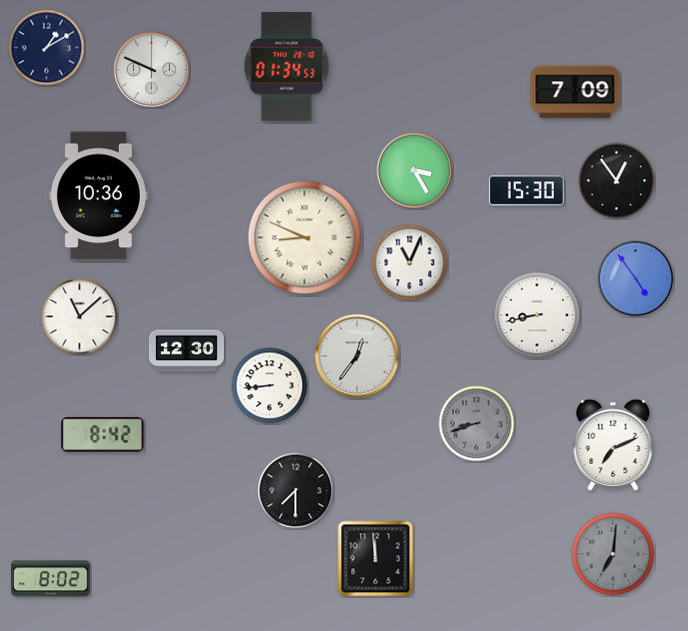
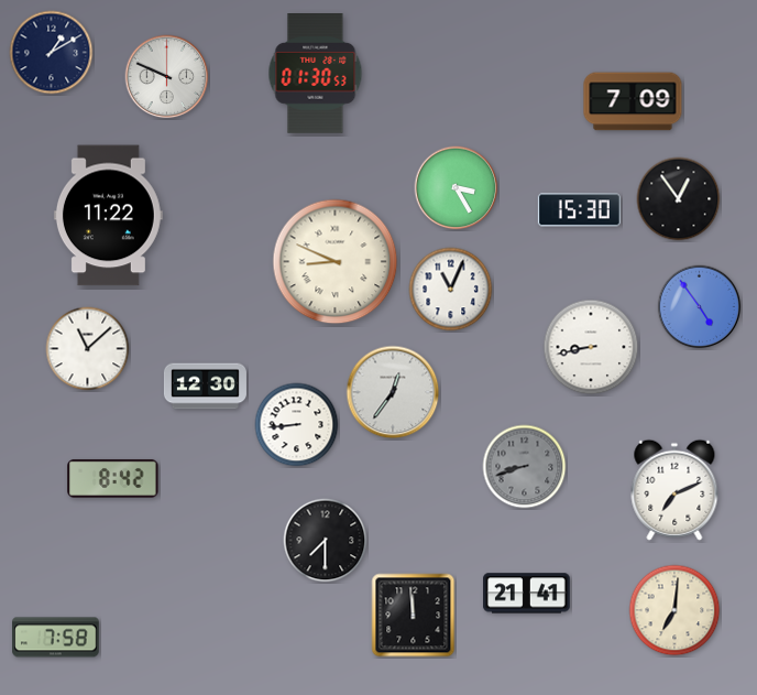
clock at (287, 67): 01:34 -> 01:30
clock at (98, 196): 10:36 -> 11:22
clock at (527, 594): none -> 21:41
clock at (613, 554) dial: grey -> cream
clock at (51, 579): 8:02 -> 7:58
